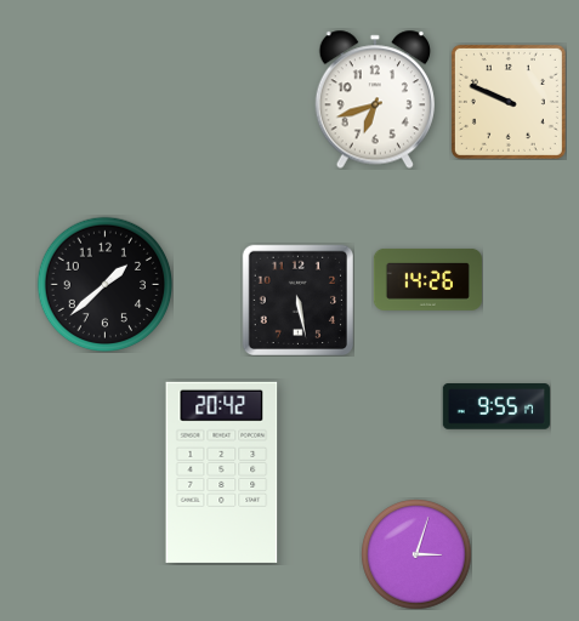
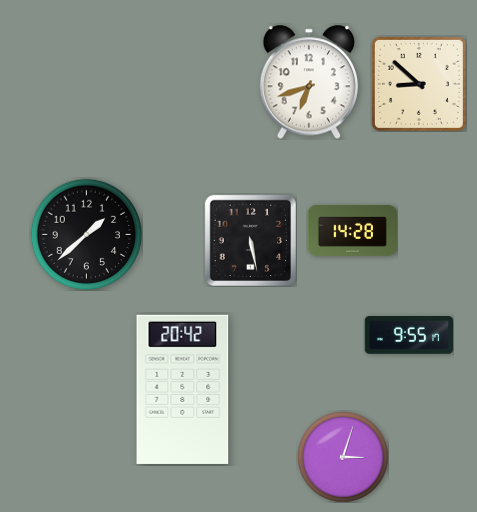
clock at (509, 102): 9:49 -> 8:52
clock at (427, 279): 14:26 -> 14:28
clock at (297, 300) position: (297, 300) -> (250, 240)
